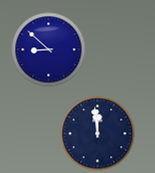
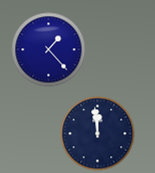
clock at (49, 50): 8:52 -> 1:23
